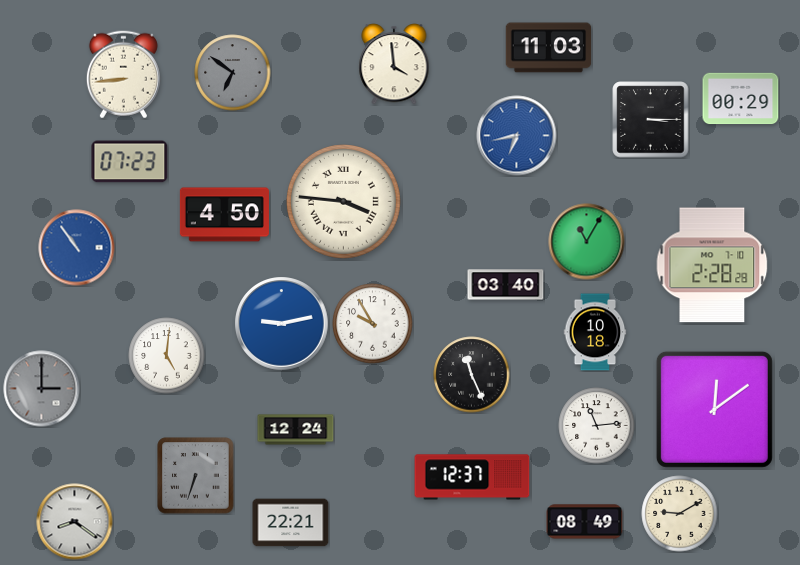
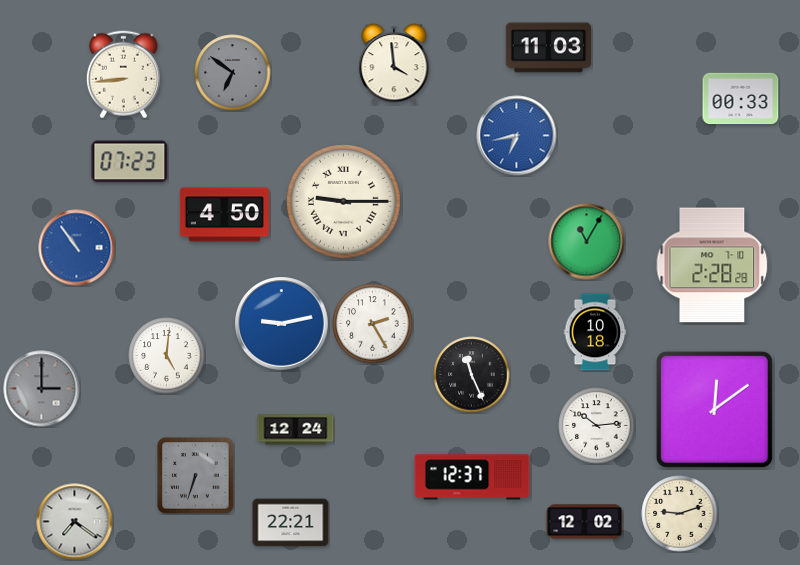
clock at (741, 99): 00:29 -> 00:33
clock at (651, 120): 3:15 -> none
clock at (344, 202): 3:46 -> 9:15
clock at (506, 285): 03:40 -> none
clock at (373, 324): 9:55 -> 2:25
clock at (597, 426): 11:14 -> 10:14
clock at (680, 514): 9:10 -> 9:12
clock at (75, 522): 8:21 -> 7:21
clock at (585, 522): 08:49 -> 12:02
